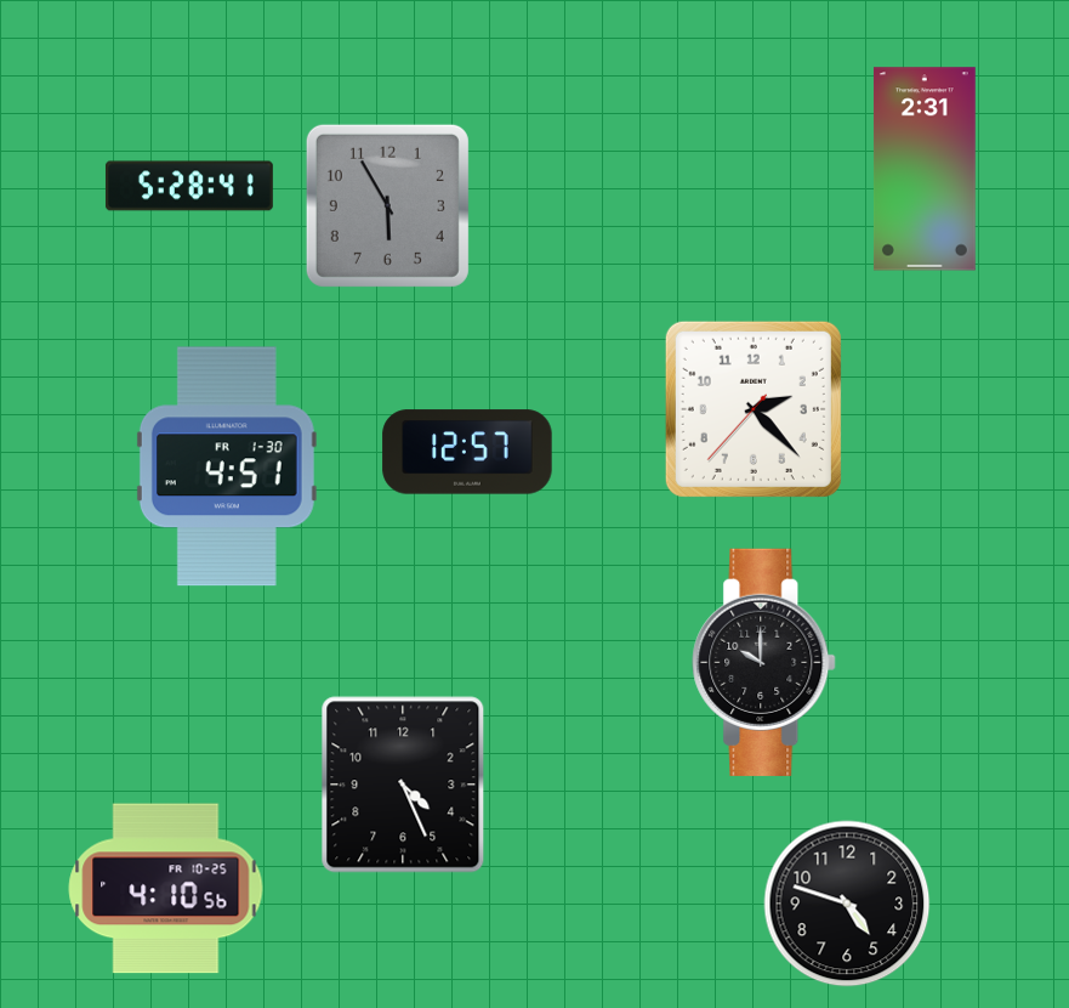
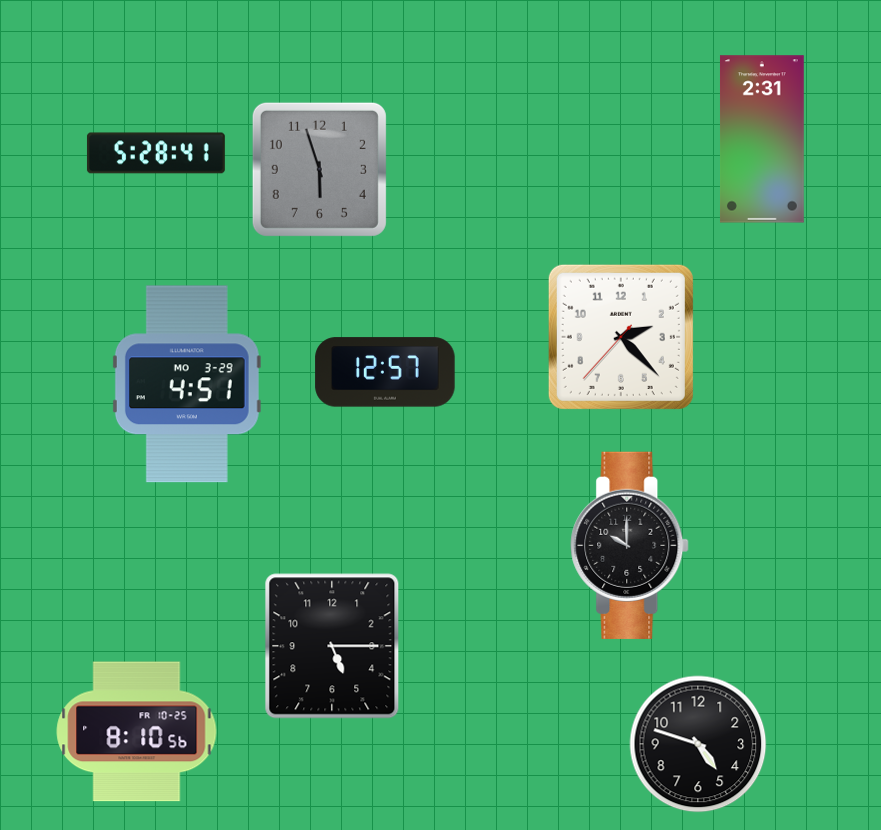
clock at (387, 205): 5:55 -> 5:57
clock at (227, 466) date: FR 1-30 -> MO 3-29
clock at (403, 785): 4:26 -> 5:15
clock at (166, 889): 4:10 -> 8:10
